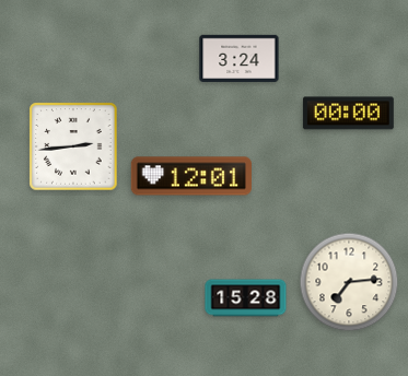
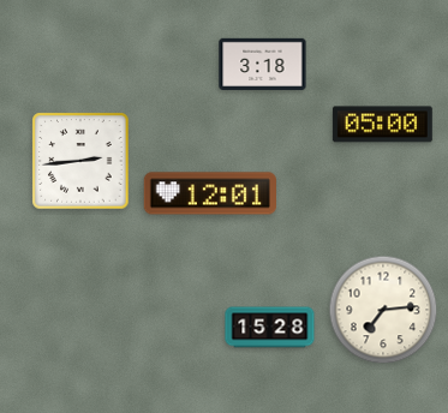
clock at (240, 58): 3:24 -> 3:18
clock at (348, 114): 00:00 -> 05:00
